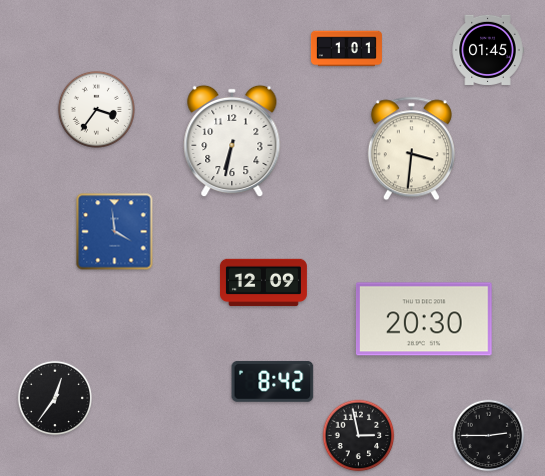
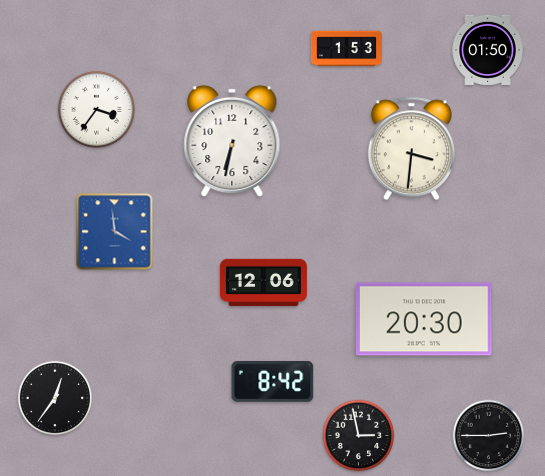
clock at (346, 49): 1:01 -> 1:53
clock at (488, 50): 01:45 -> 01:50
clock at (263, 283): 12:09 -> 12:06
